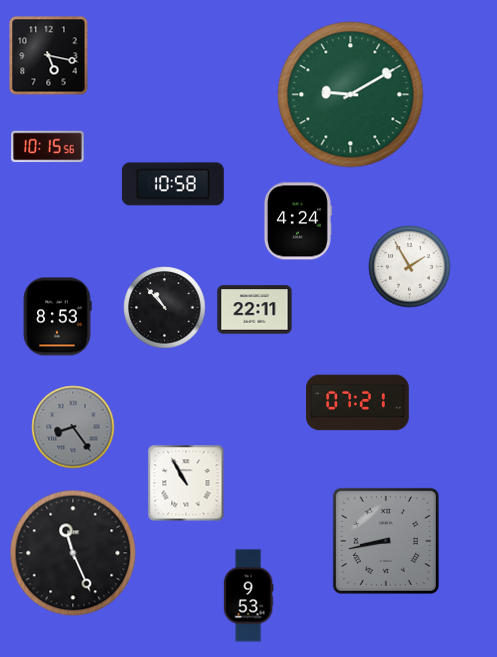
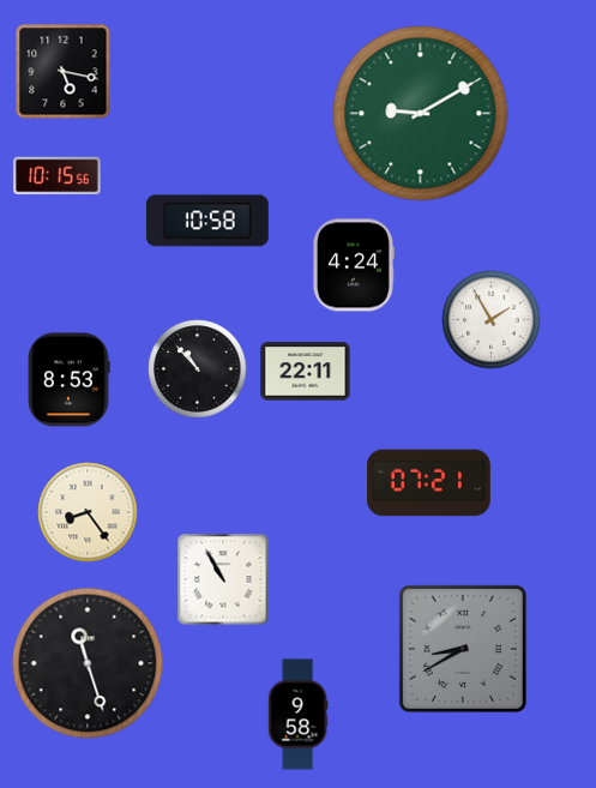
clock at (49, 56) position: (49, 56) -> (64, 72)
clock at (297, 221) position: (297, 221) -> (353, 265)
clock at (73, 427) dial: grey -> cream
clock at (386, 541): 8:43 -> 8:40
clock at (73, 553): 11:26 -> 11:27
clock at (248, 596): 9:53 -> 9:58
